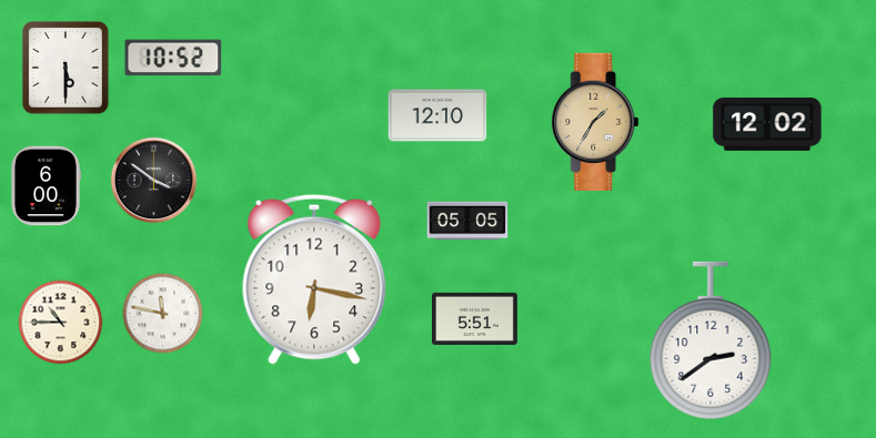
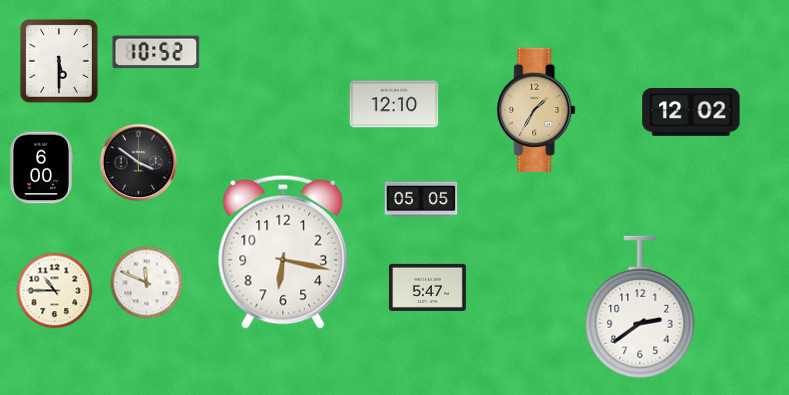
clock at (163, 314): 11:47 -> 11:49
clock at (475, 318): 5:51 -> 5:47
